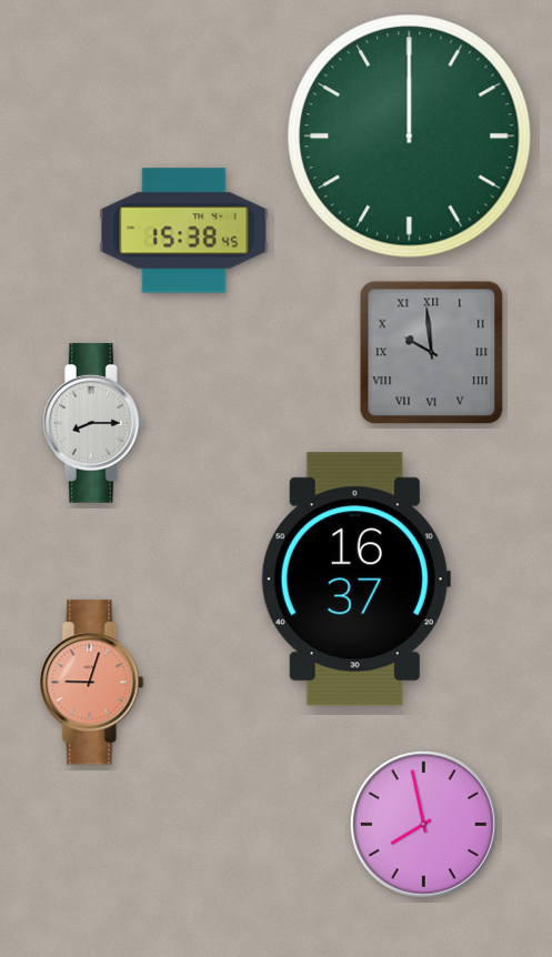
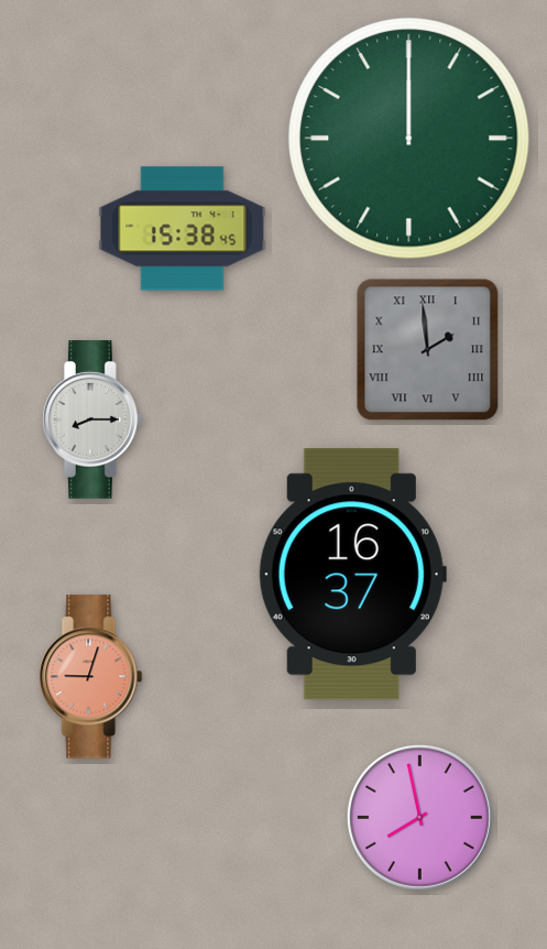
clock at (410, 137) position: (410, 137) -> (409, 139)
clock at (432, 353): 9:59 -> 1:59
